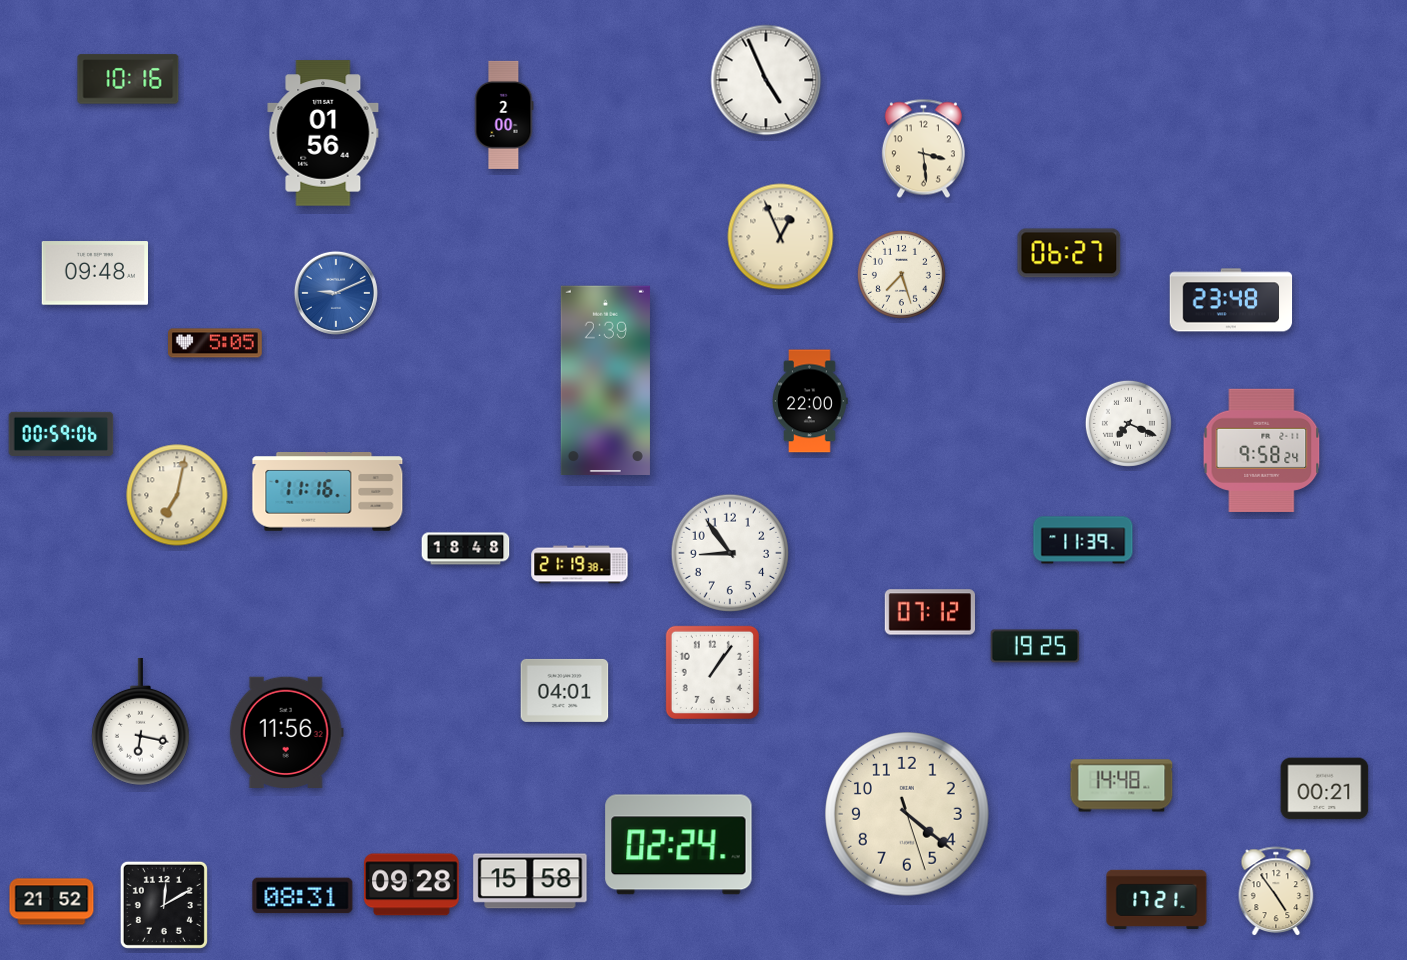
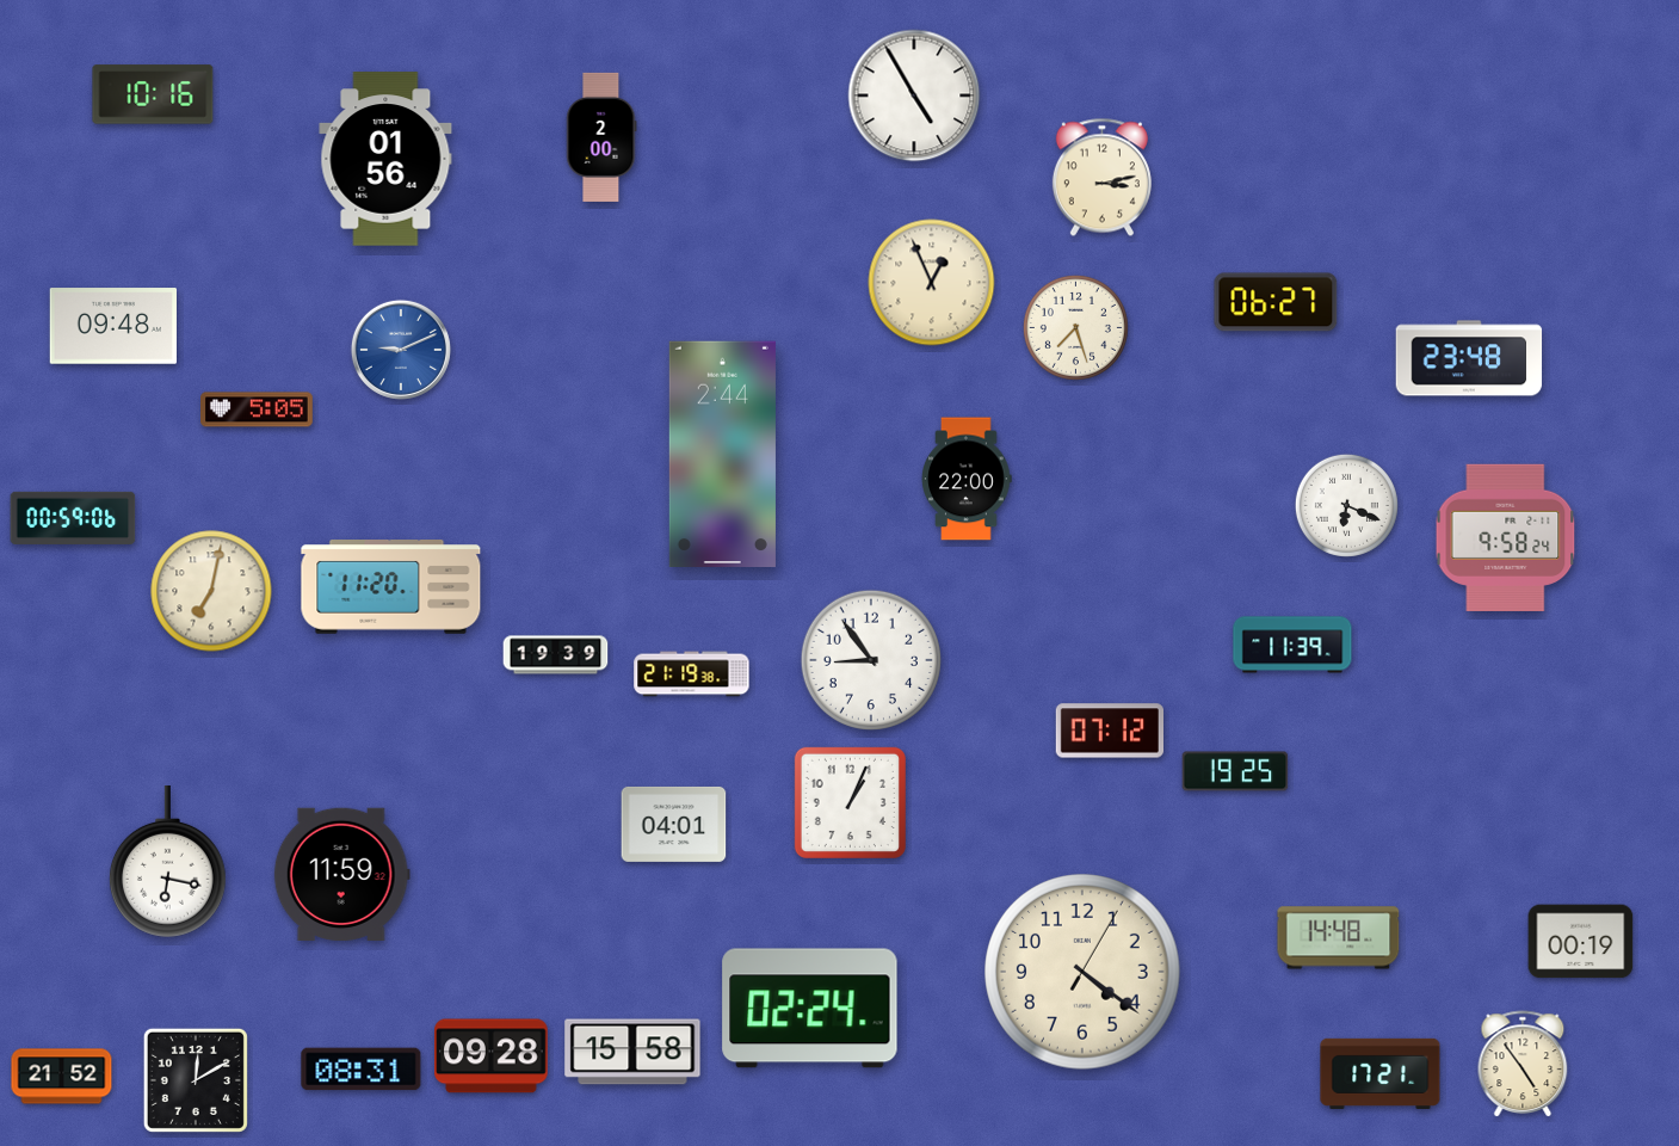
clock at (766, 80): 4:56 -> 4:55
clock at (923, 149): 3:29 -> 3:13
clock at (605, 380): 2:39 -> 2:44
clock at (1128, 423): 7:19 -> 6:19
clock at (328, 492): 11:16 -> 11:20
clock at (466, 549): 18:48 -> 19:39
clock at (712, 672): 1:06 -> 1:04
clock at (286, 733): 11:56 -> 11:59
clock at (1325, 789): 00:21 -> 00:19
clock at (907, 814): 4:21:27 -> 4:21:05
